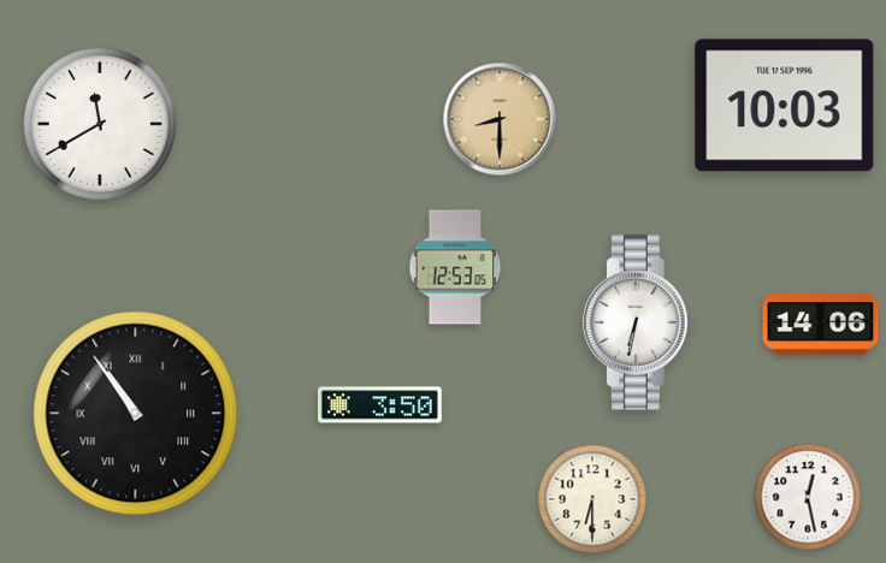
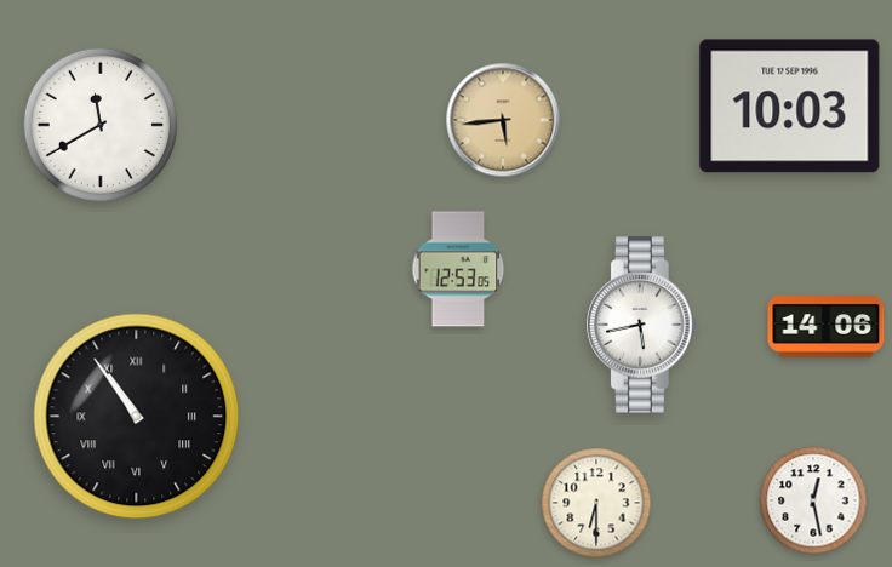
clock at (500, 119): 8:30 -> 5:44
clock at (638, 322): 6:32 -> 5:43
clock at (379, 405): 3:50 -> none
